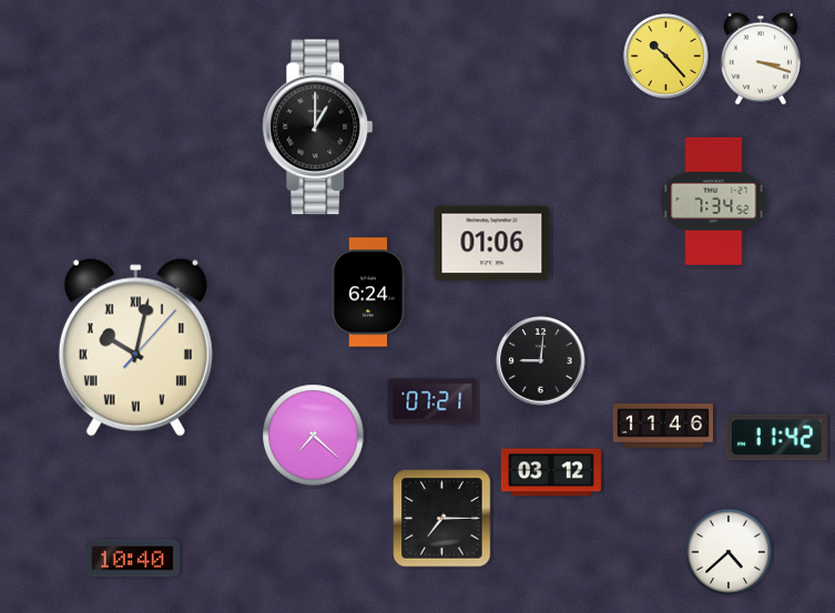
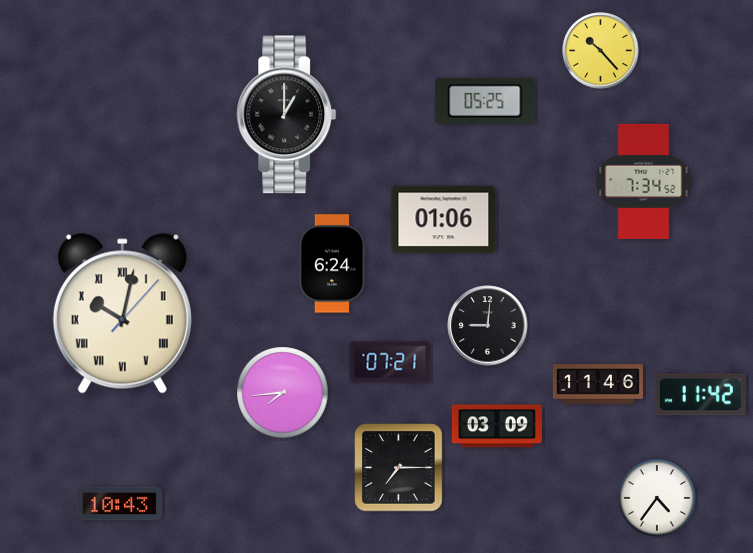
clock at (761, 59): 3:18 -> none
clock at (485, 101): none -> 05:25
clock at (314, 436): 7:22 -> 7:44
clock at (551, 472): 03:12 -> 03:09
clock at (730, 553): 4:38 -> 4:36
clock at (133, 559): 10:40 -> 10:43
